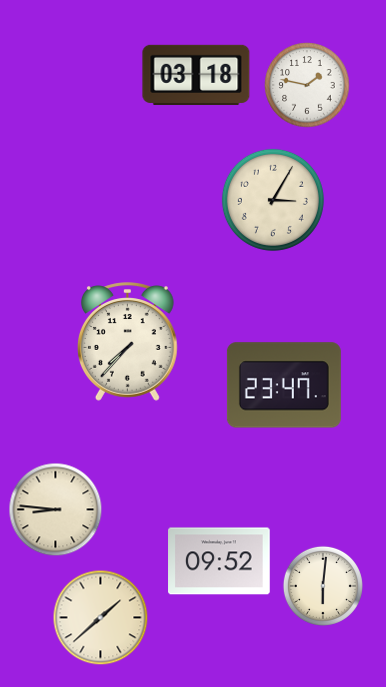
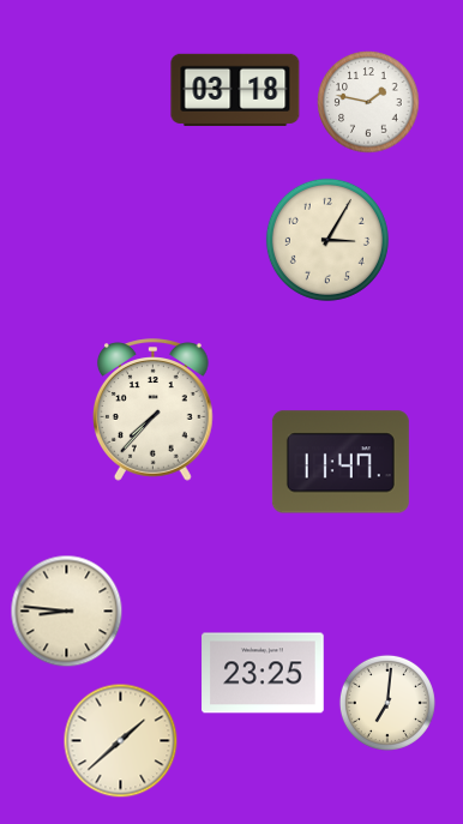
clock at (284, 385): 23:47 -> 11:47
clock at (219, 561): 09:52 -> 23:25
clock at (323, 586): 6:01 -> 7:01
